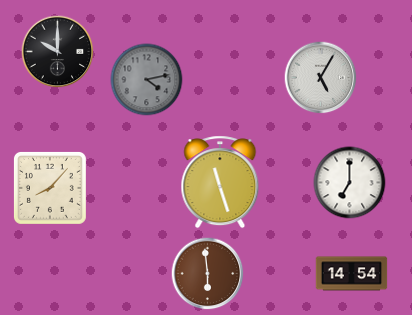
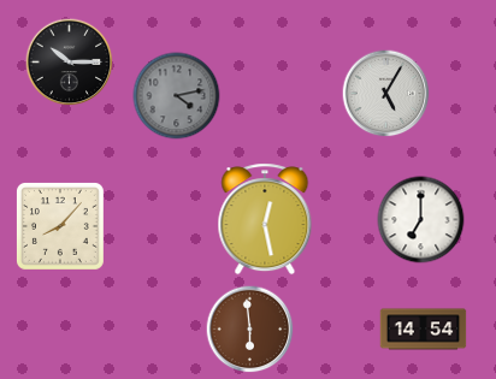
clock at (58, 52): 10:00 -> 10:15
clock at (220, 182): 11:27 -> 12:28
